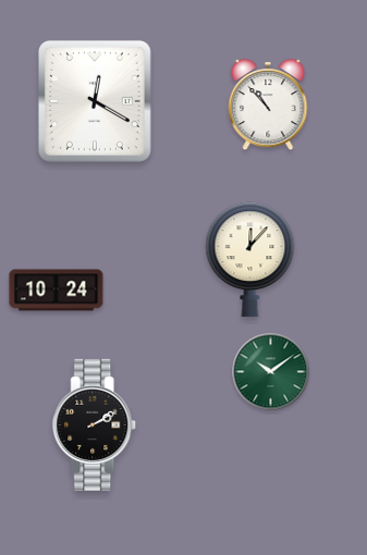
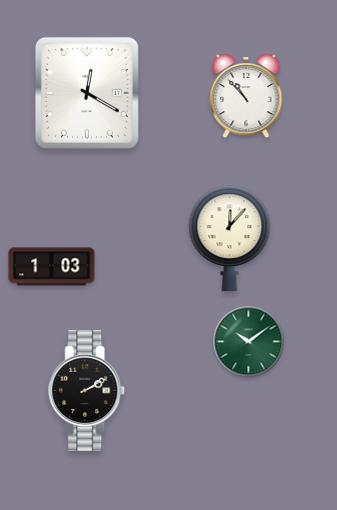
clock at (57, 291): 10:24 -> 1:03
